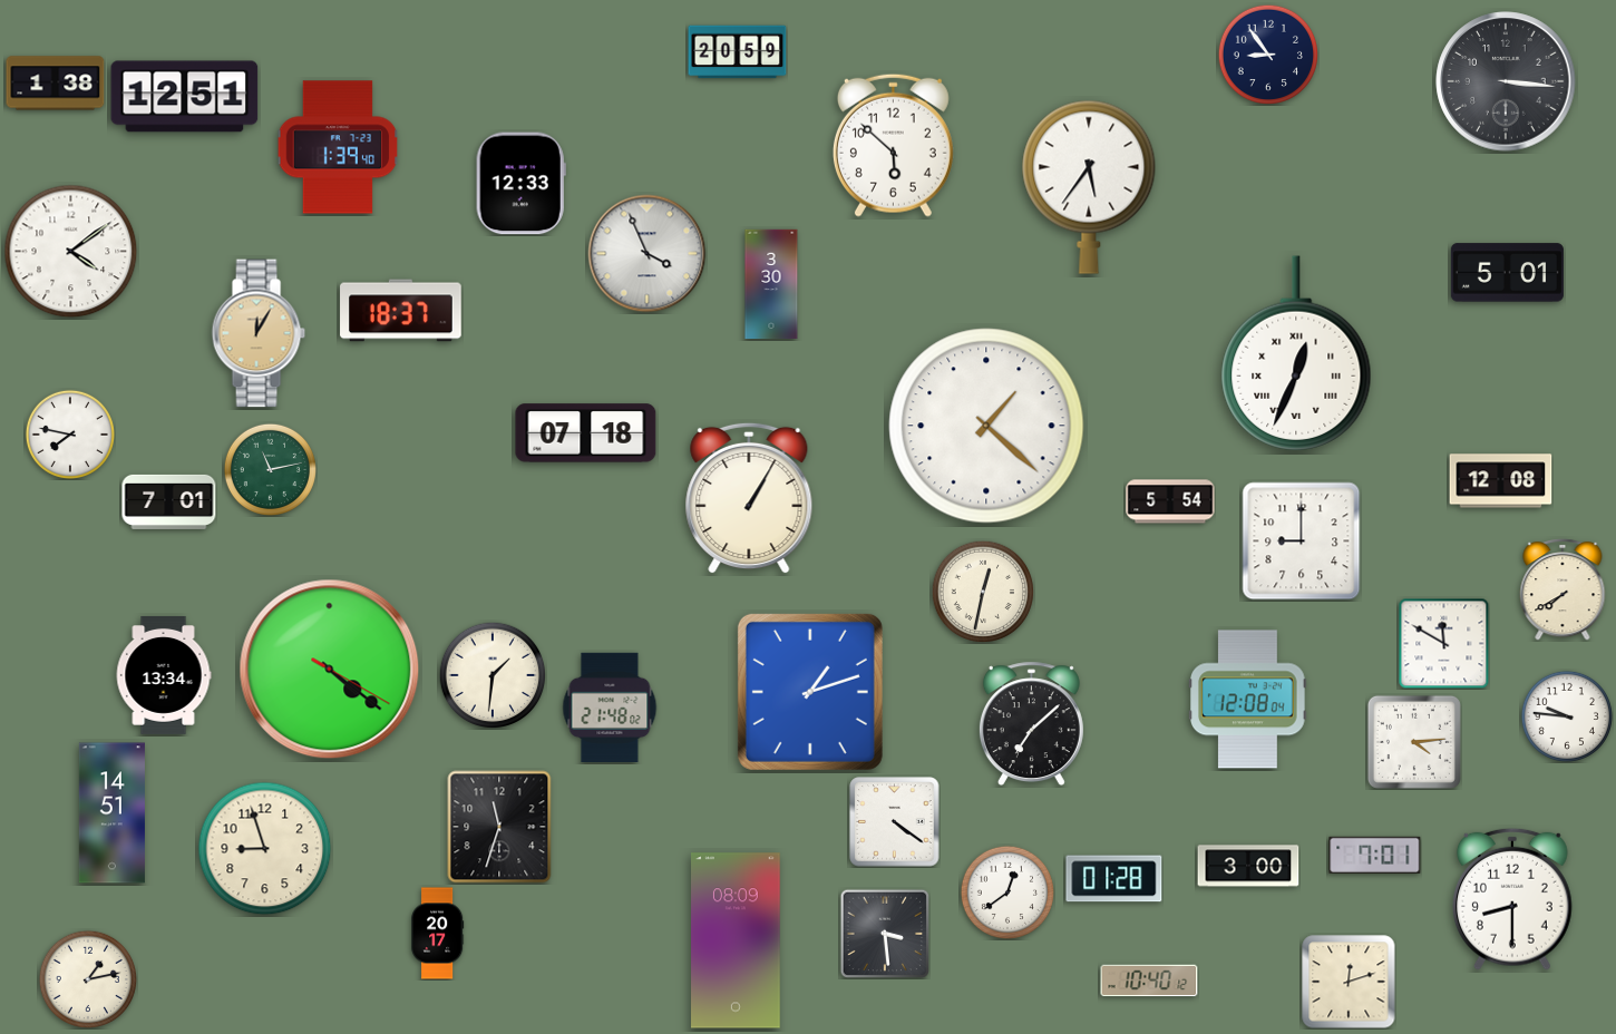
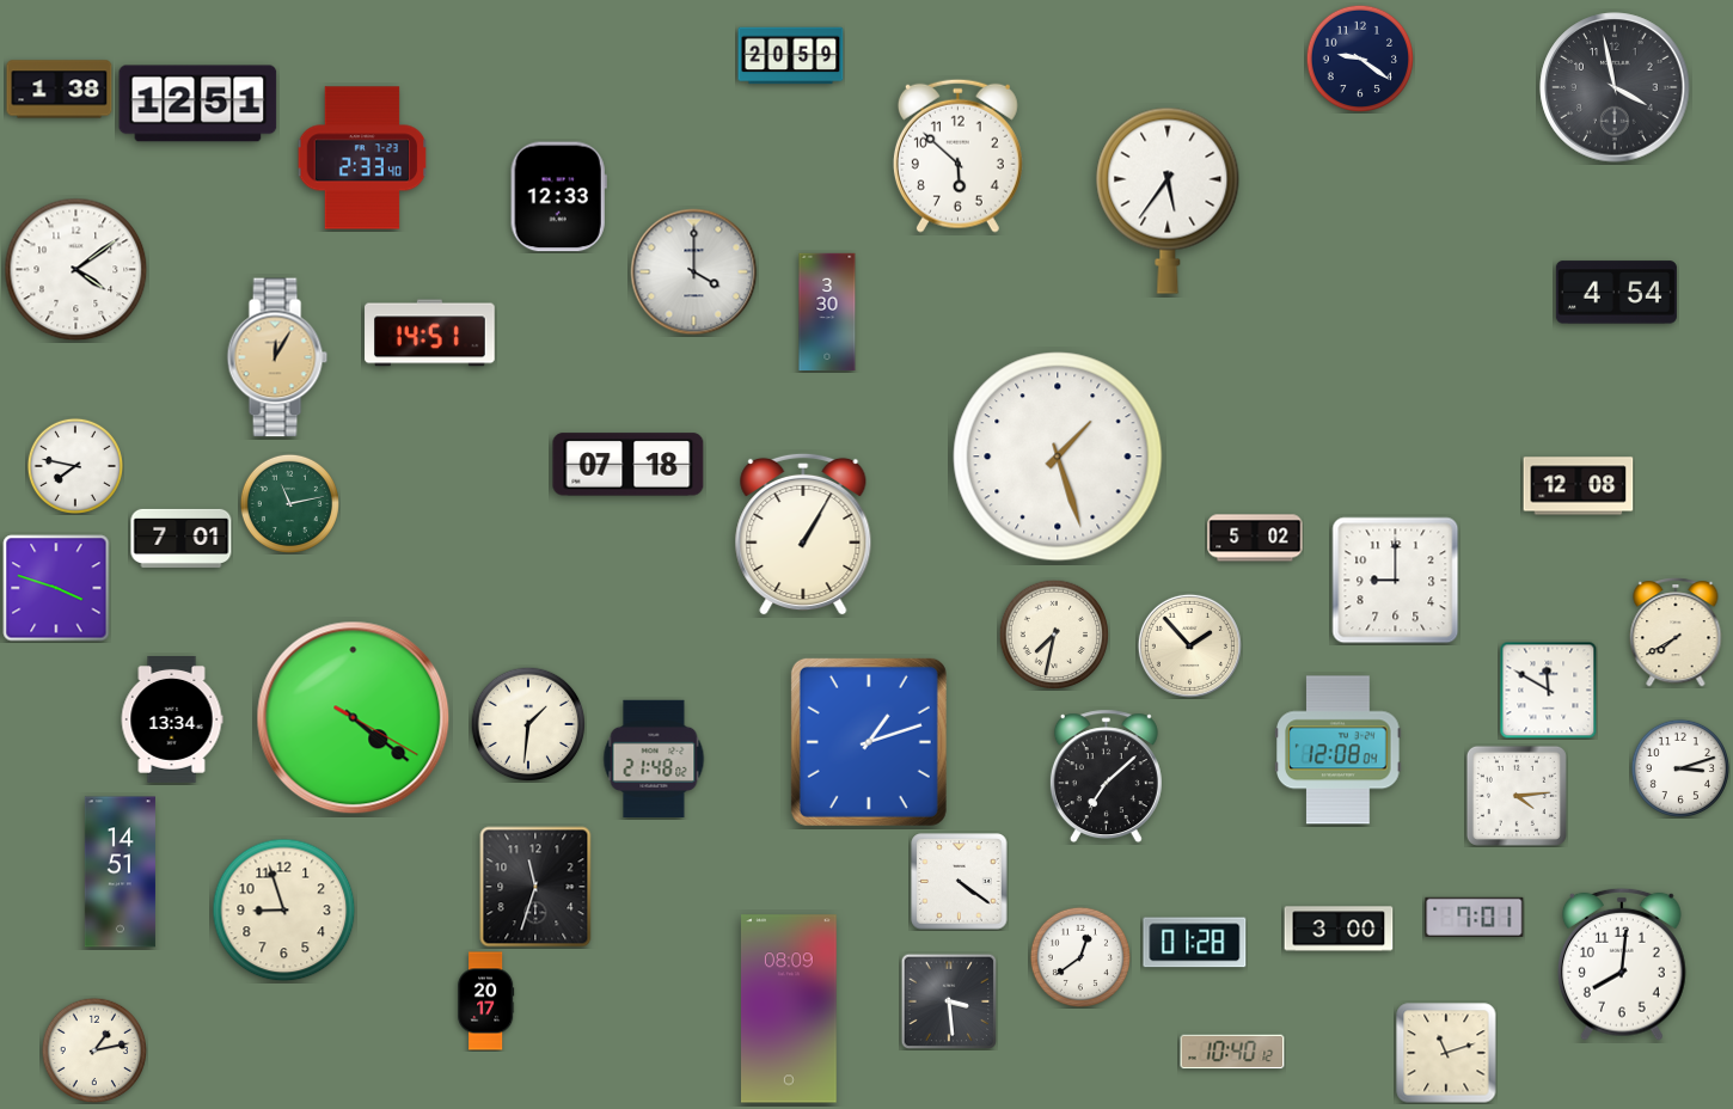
clock at (1267, 53): 8:54 -> 9:21
clock at (1506, 81): 3:16 -> 3:58
clock at (338, 147): 1:39 -> 2:33
clock at (648, 254): 3:56 -> 4:00
clock at (1507, 273): 5:01 -> 4:54
clock at (771, 284) position: (771, 284) -> (827, 312)
clock at (401, 311): 18:37 -> 14:51
clock at (1296, 353): 12:34 -> none
clock at (986, 426): 1:22 -> 1:27
clock at (1501, 481) position: (1501, 481) -> (1579, 486)
clock at (1170, 501): 5:54 -> 5:02
clock at (56, 588): none -> 3:48
clock at (983, 592): 12:32 -> 7:32
clock at (1189, 645): none -> 1:53
clock at (164, 675) position: (164, 675) -> (172, 719)
clock at (1567, 716): 9:46 -> 3:12
clock at (1513, 899): 8:30 -> 8:01
clock at (438, 934) position: (438, 934) -> (486, 1001)
clock at (1349, 982): 12:12 -> 11:12
